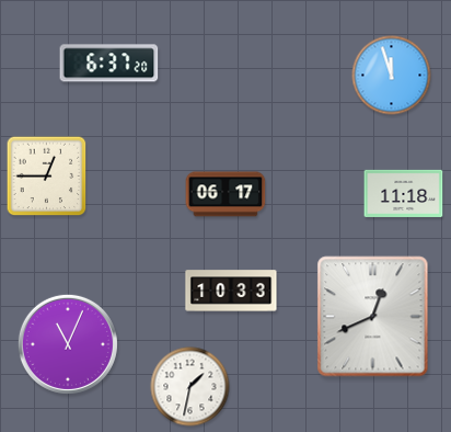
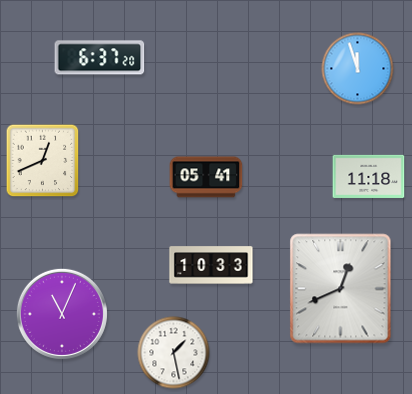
clock at (47, 177): 12:45 -> 12:41
clock at (225, 194): 06:17 -> 05:41
clock at (190, 387): 1:32 -> 1:28
